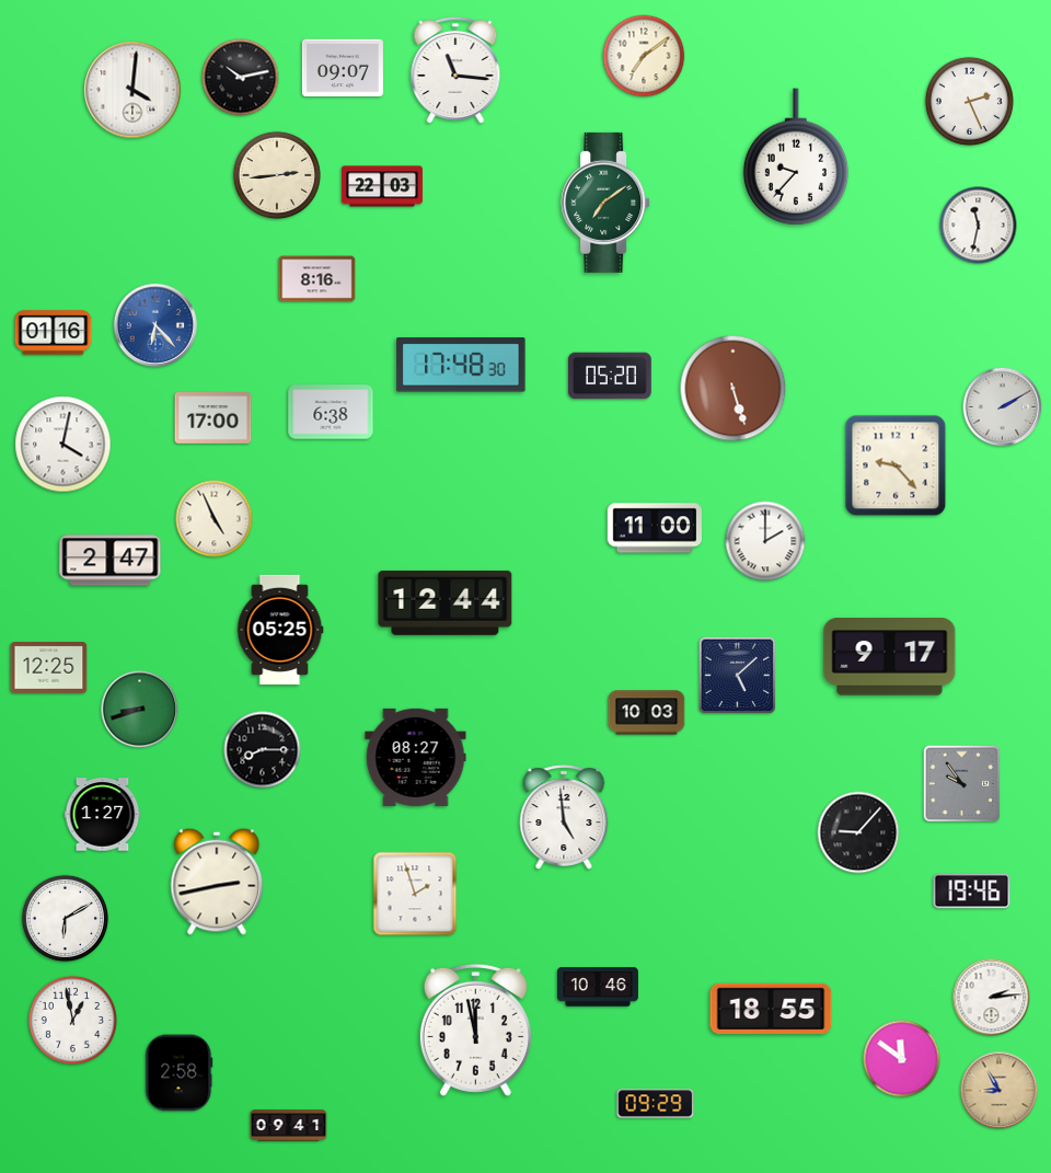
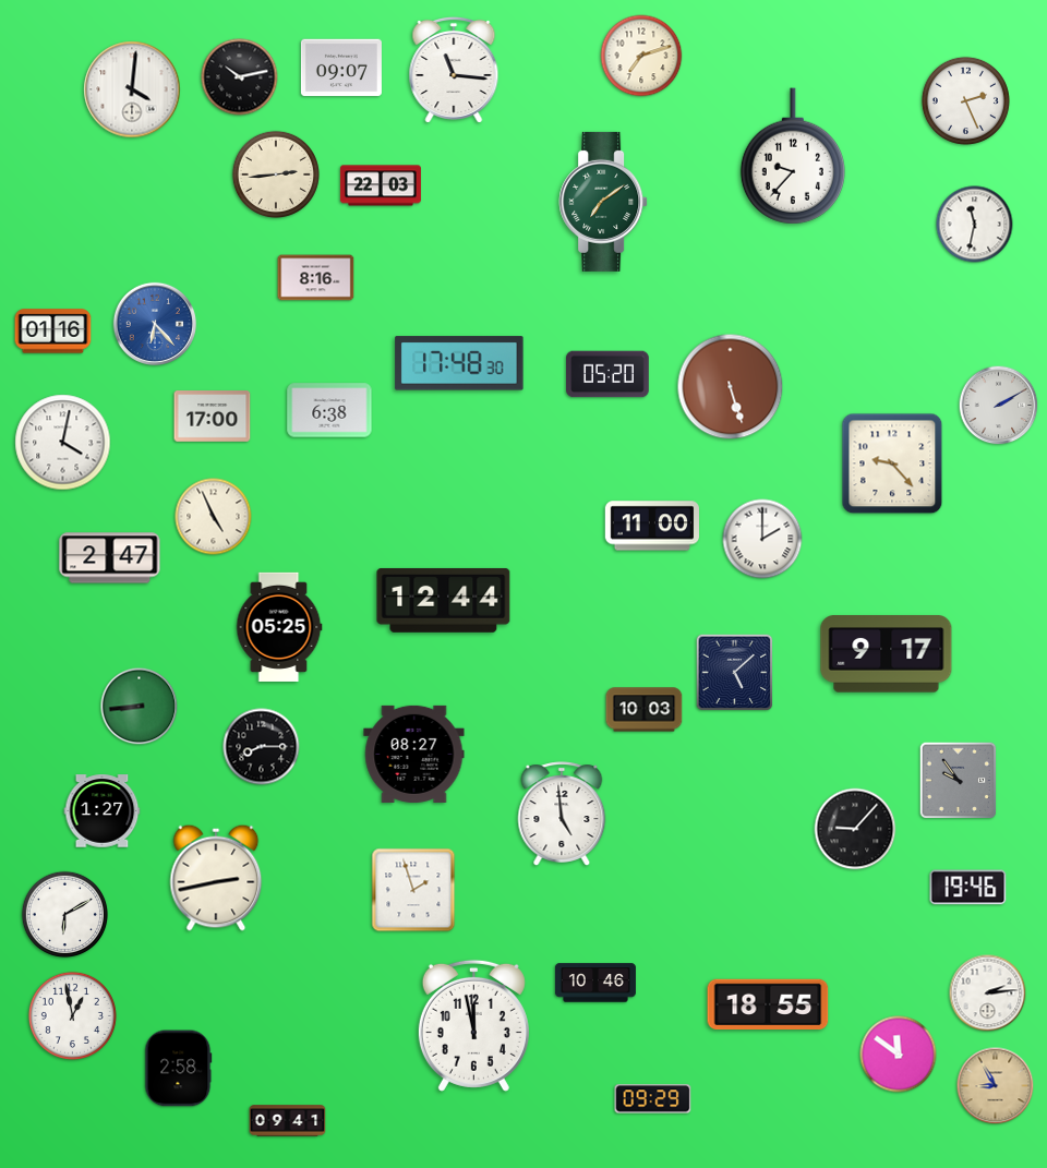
clock at (644, 56): 7:09 -> 7:12
clock at (49, 668): 12:25 -> none
clock at (140, 710): 8:42 -> 8:44
